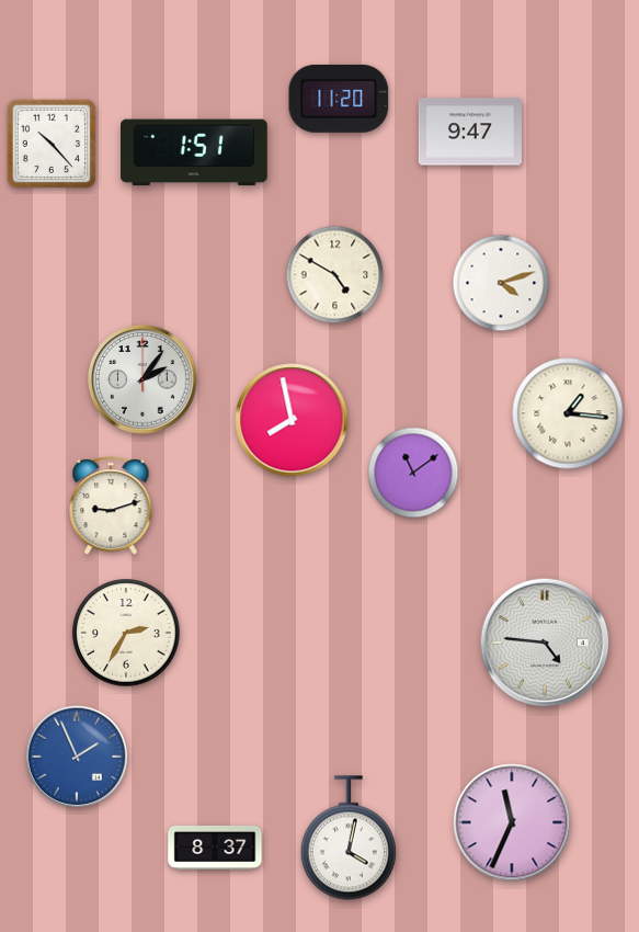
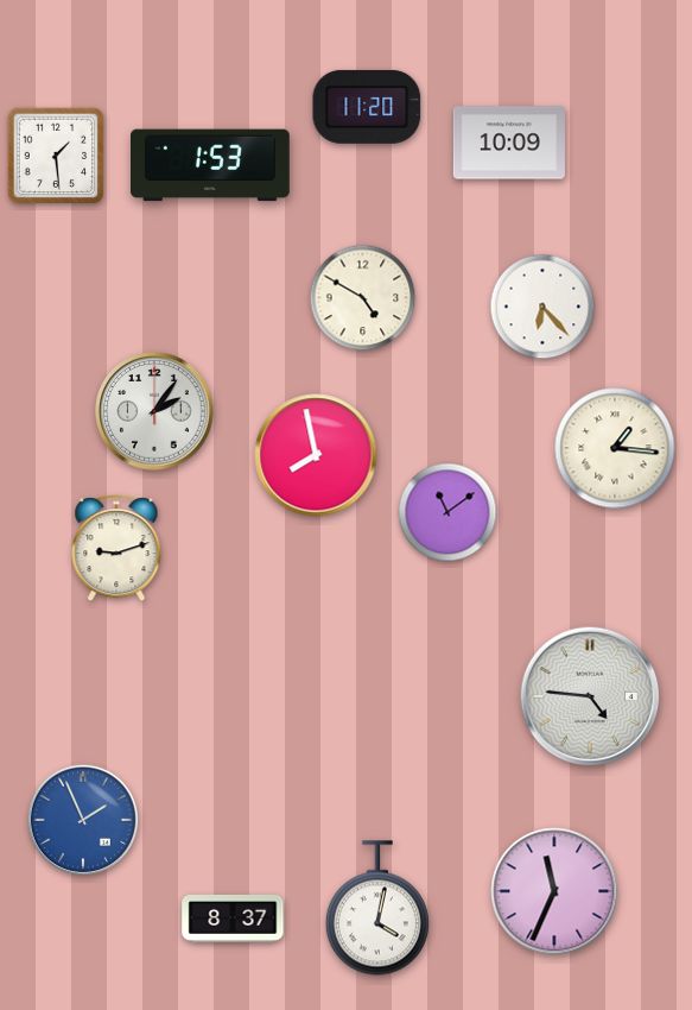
clock at (470, 132): 9:47 -> 10:09
clock at (52, 144): 10:23 -> 1:29
clock at (195, 152): 1:51 -> 1:53
clock at (501, 283): 4:12 -> 6:23
clock at (111, 507) position: (111, 507) -> (116, 549)
clock at (126, 633): 2:35 -> none
